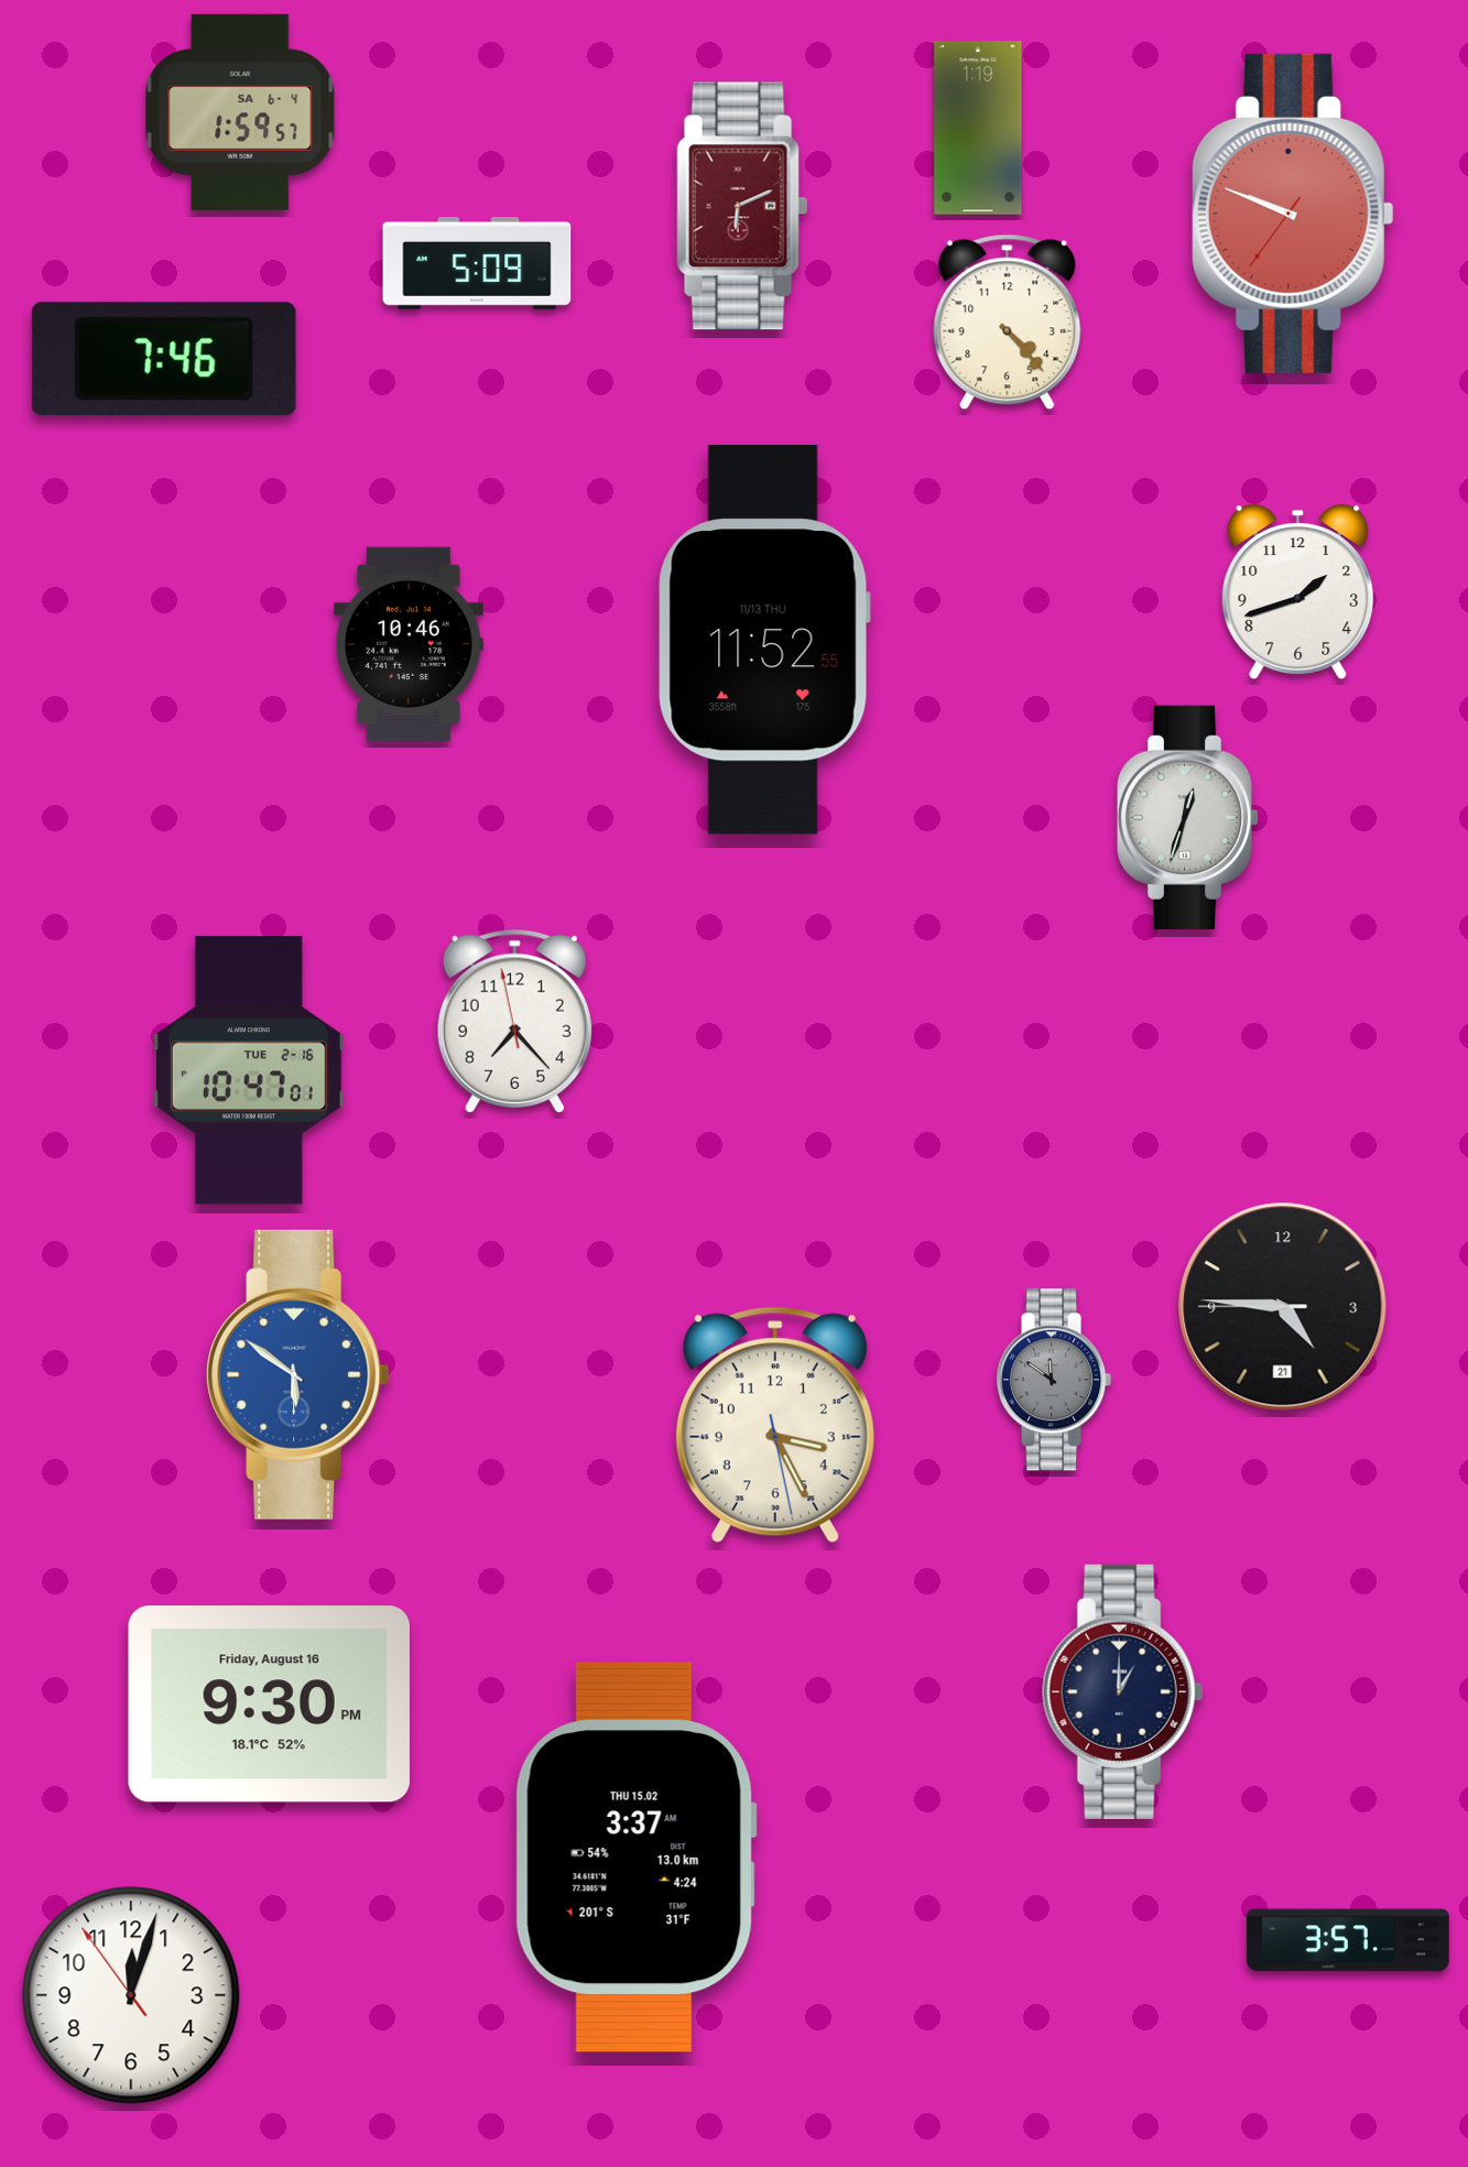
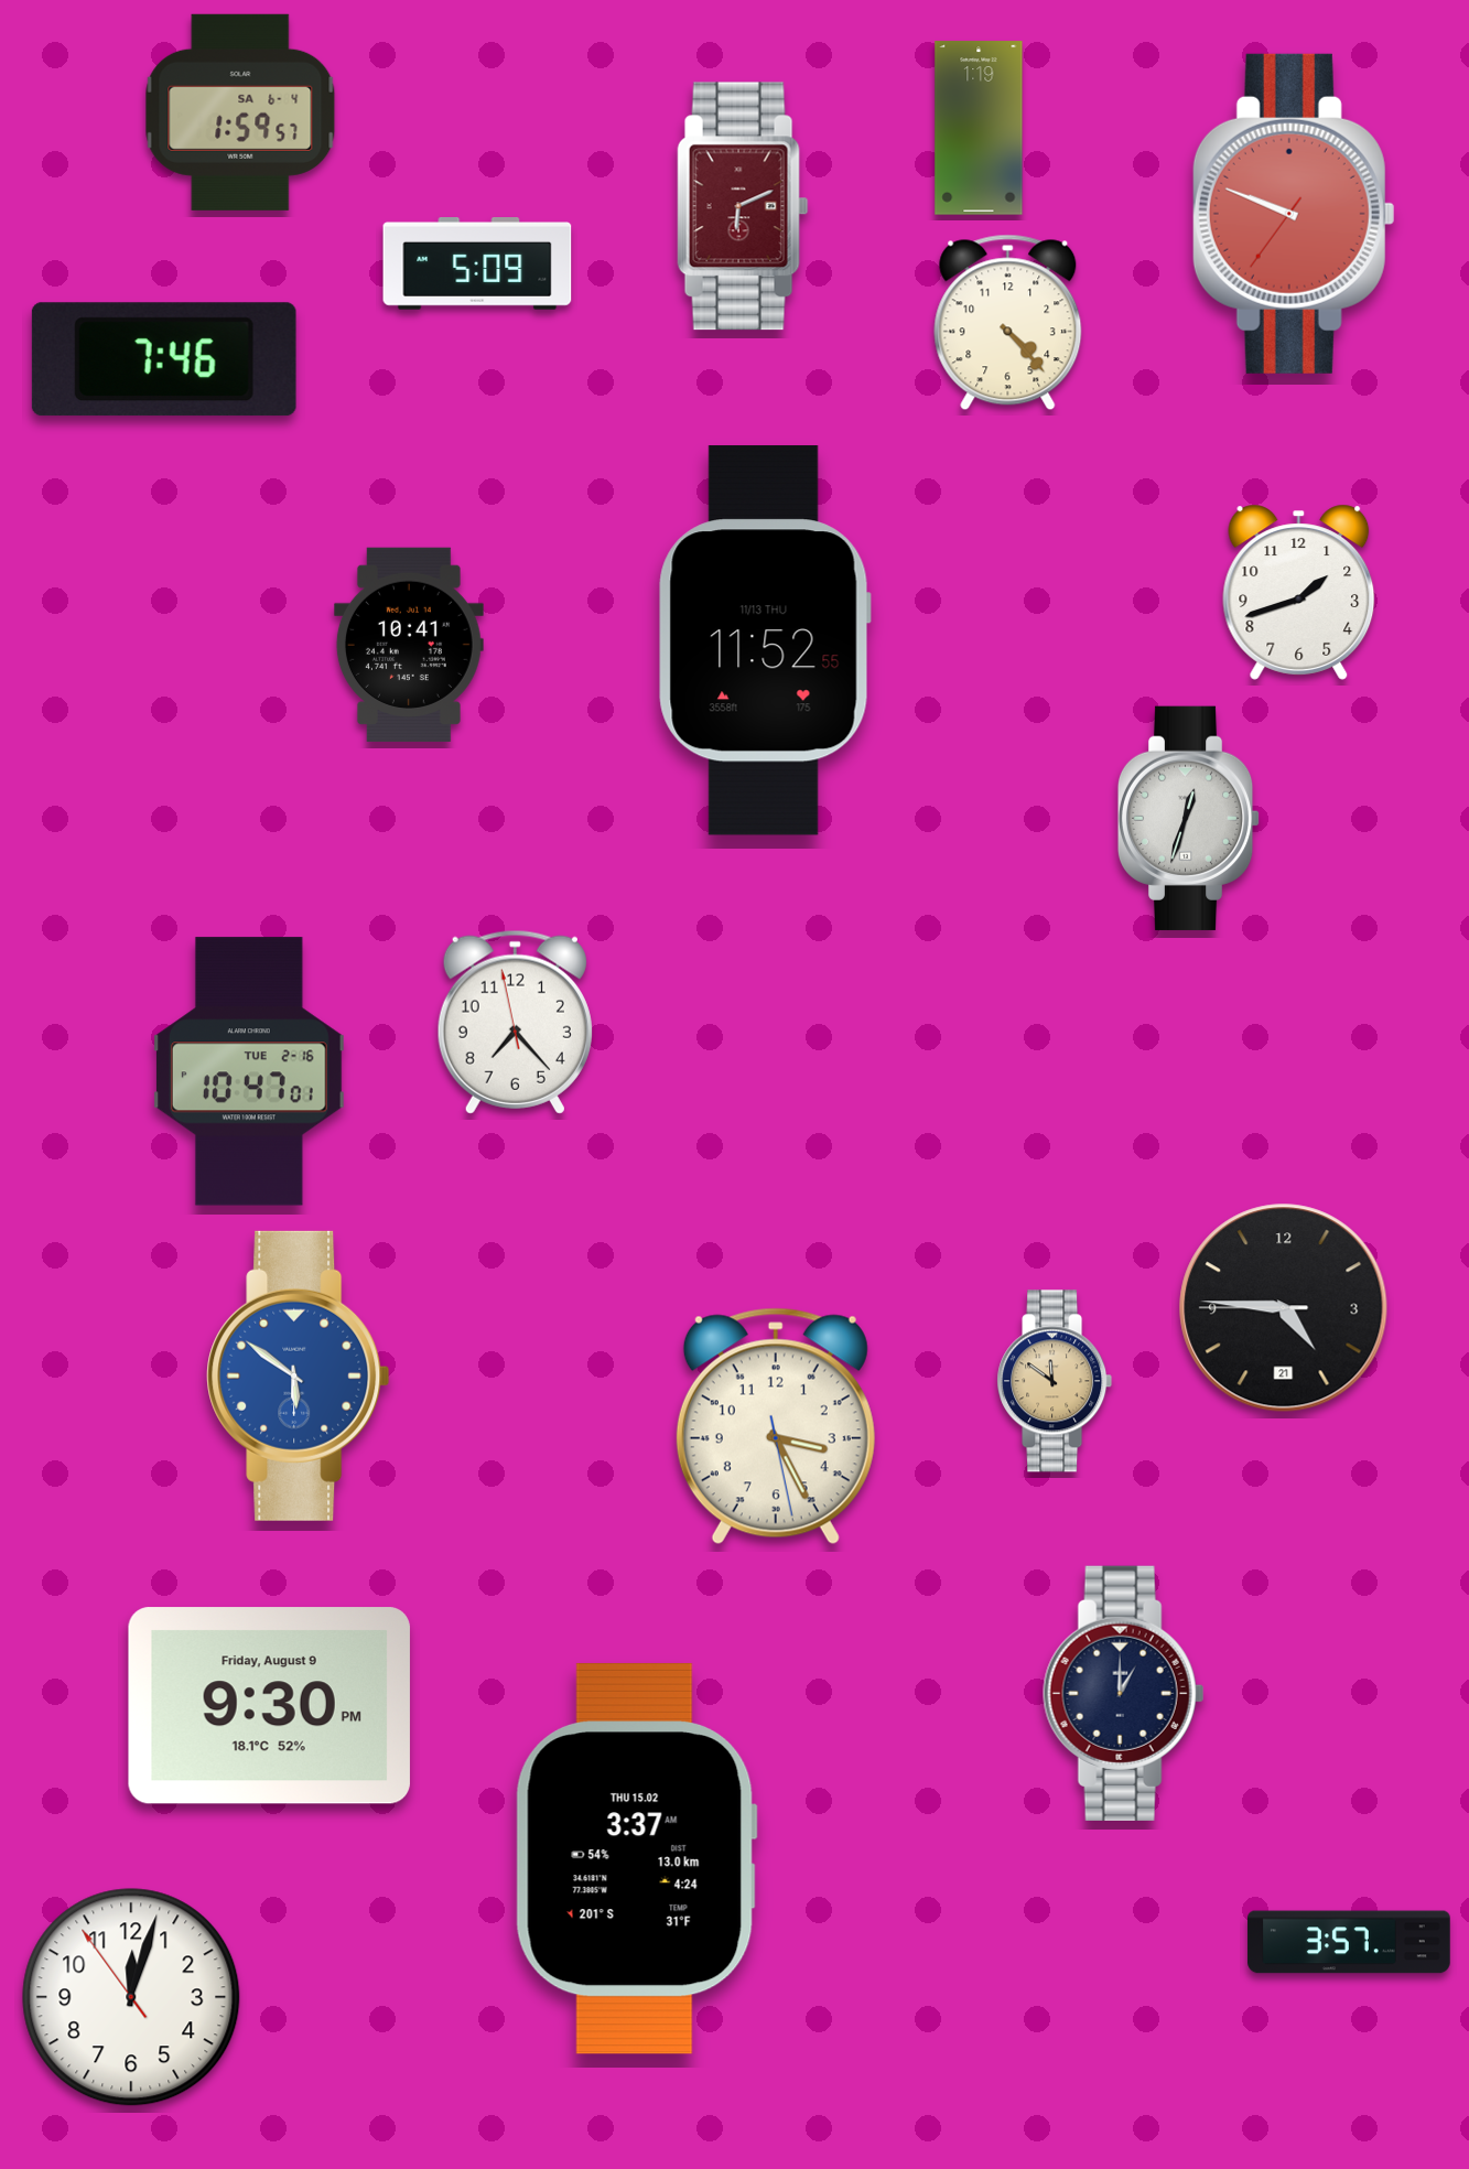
clock at (409, 644): 10:46 -> 10:41
clock at (1054, 1380) dial: grey -> champagne
clock at (269, 1705) date: Friday, August 16 -> Friday, August 9
